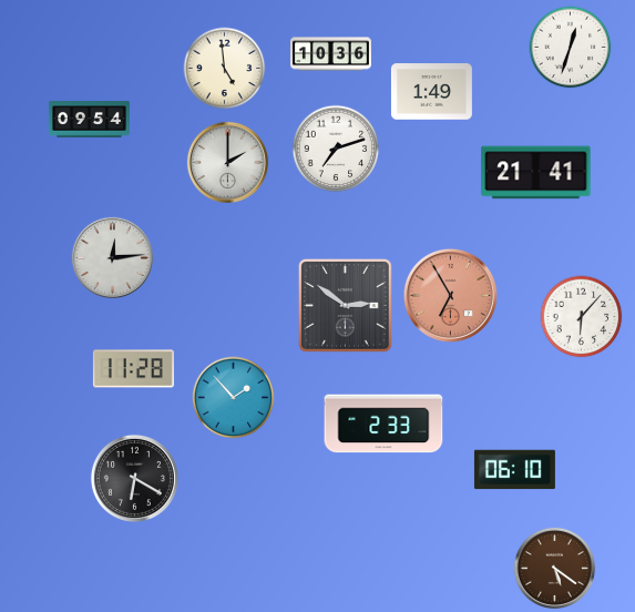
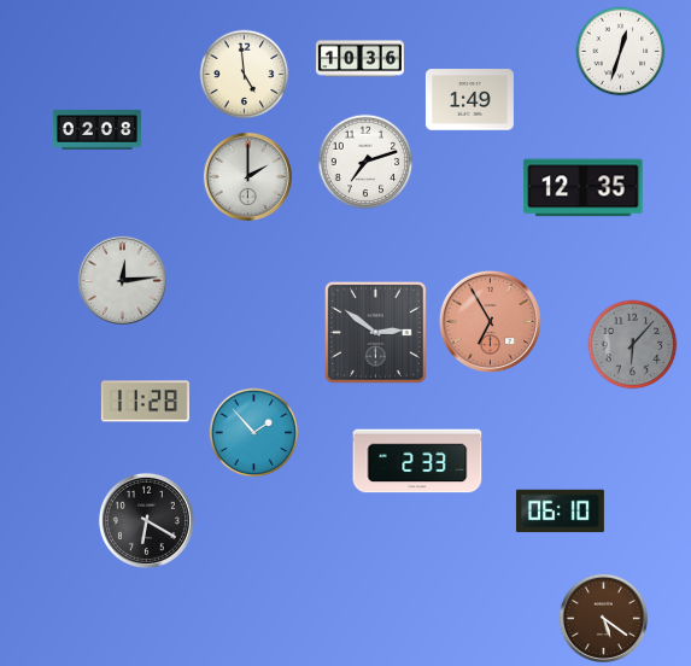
clock at (89, 120): 09:54 -> 02:08
clock at (536, 173): 21:41 -> 12:35
clock at (582, 317) dial: white -> grey
